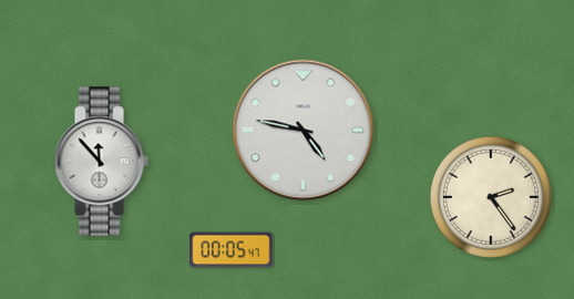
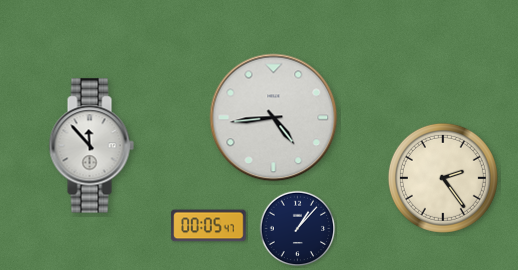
clock at (304, 131): 4:47 -> 4:44
clock at (298, 229): none -> 1:07
